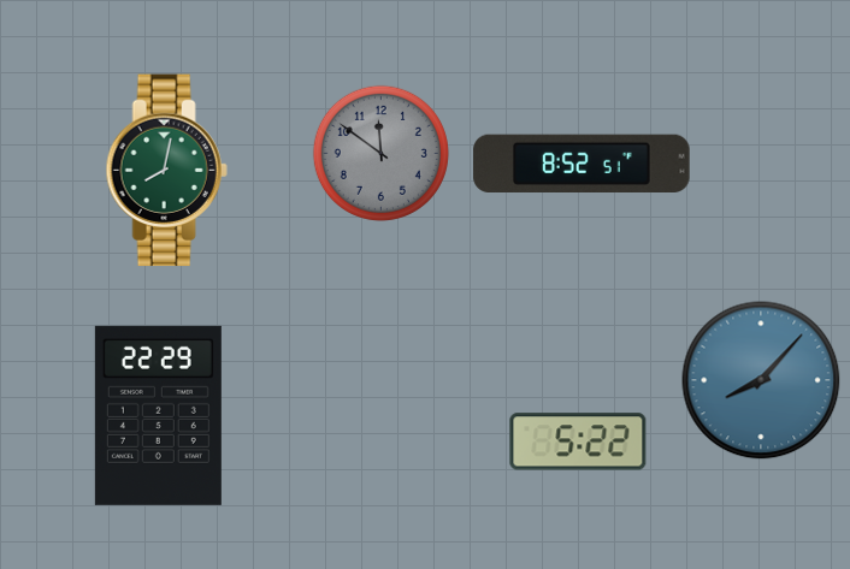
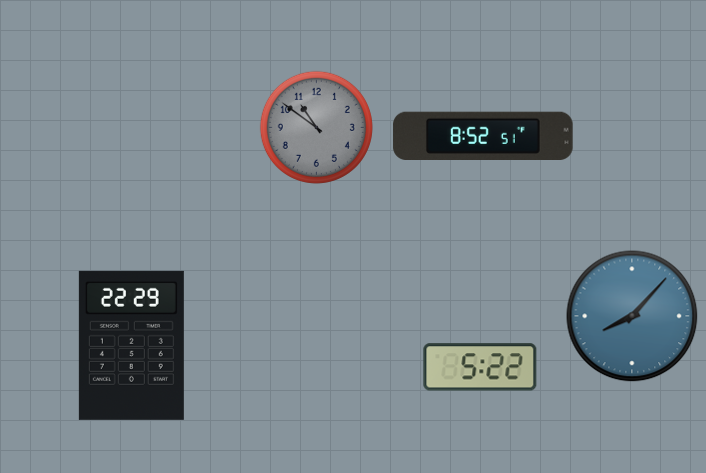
clock at (380, 153): 11:51 -> 10:51
clock at (166, 171): 8:02 -> none
